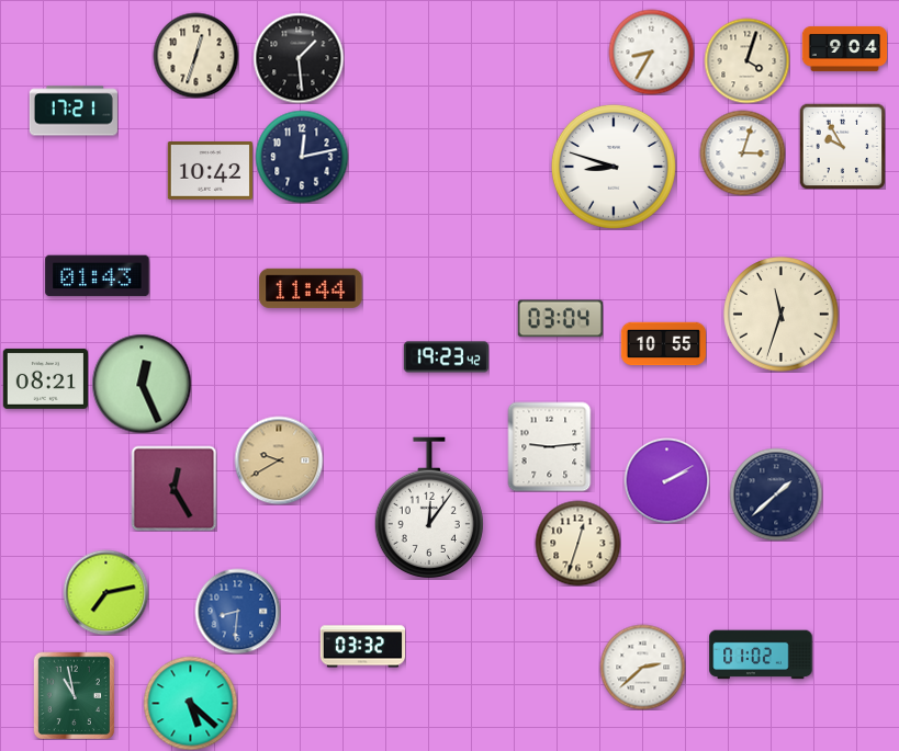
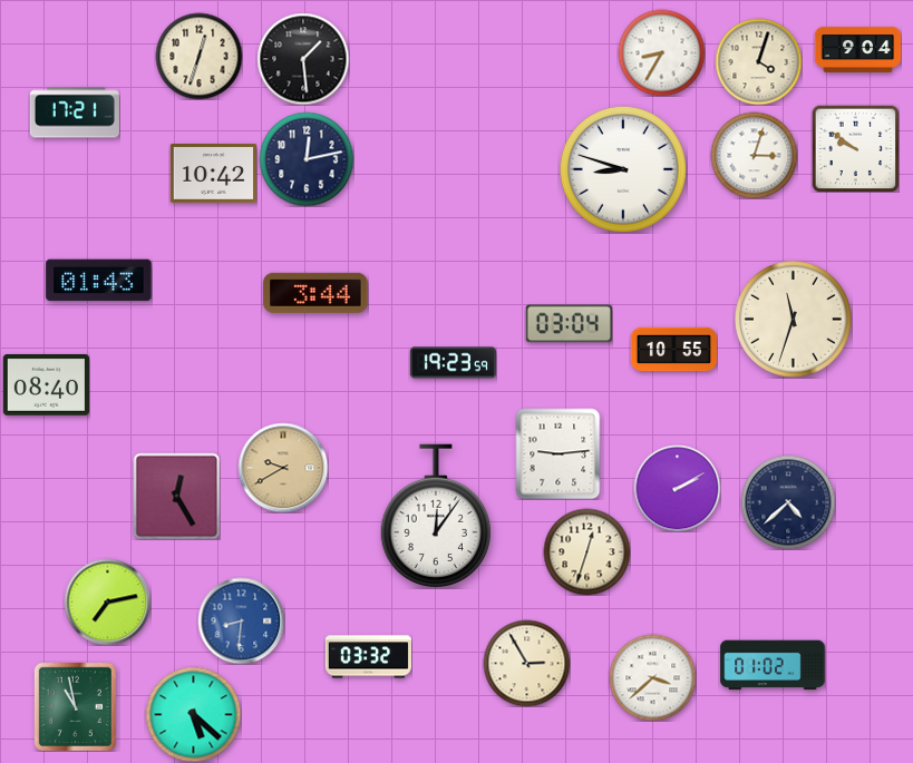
clock at (842, 146): 9:55 -> 9:51
clock at (311, 288): 11:44 -> 3:44
clock at (446, 357): 19:23:42 -> 19:23:59
clock at (45, 378): 08:21 -> 08:40
clock at (142, 384): 12:26 -> none
clock at (776, 494): 1:38 -> 4:38
clock at (526, 663): none -> 2:55
clock at (642, 667): 2:38 -> 3:38
